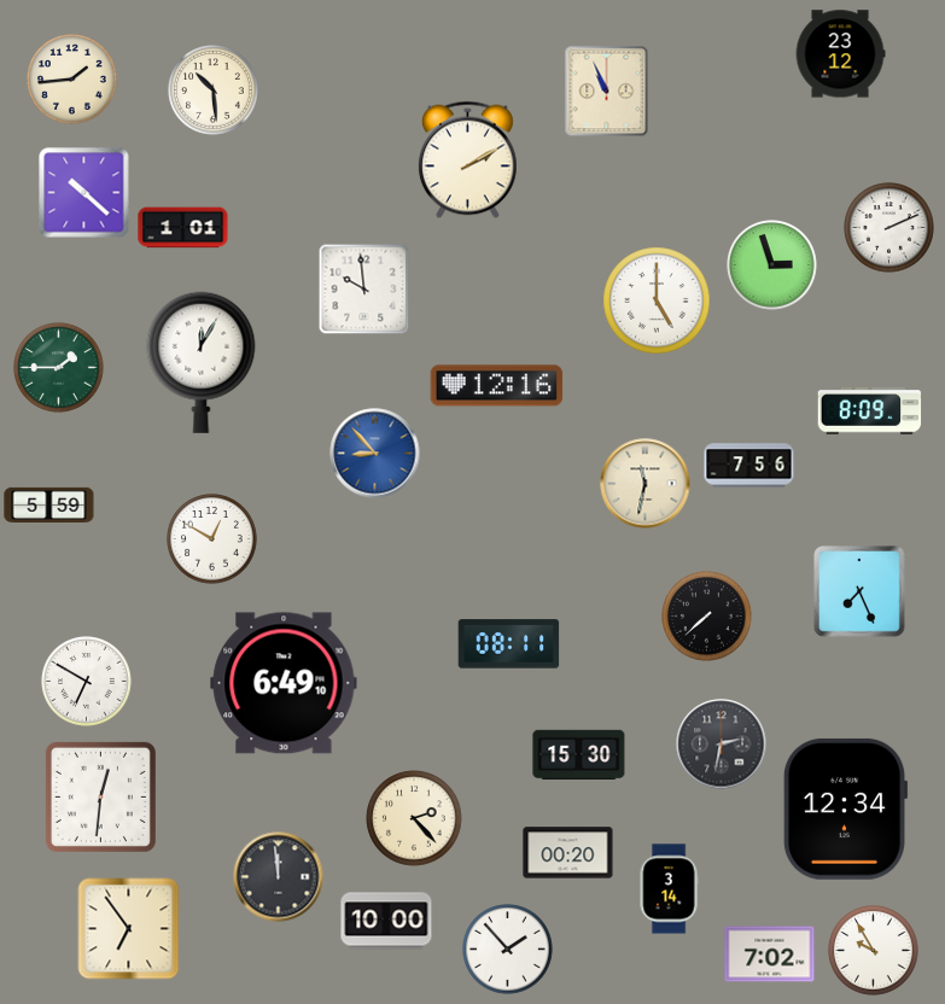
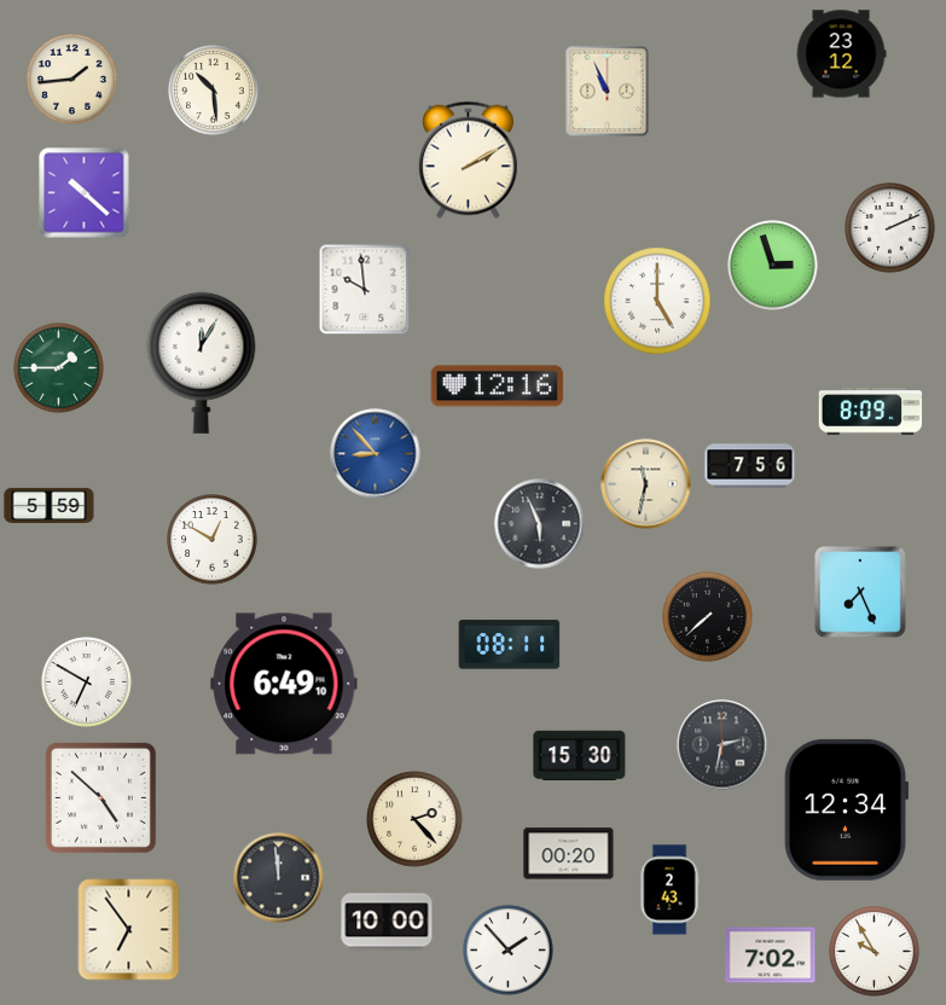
clock at (183, 228): 1:01 -> none
clock at (540, 524): none -> 5:56
clock at (100, 796): 12:31 -> 4:52
clock at (669, 889): 3:14 -> 2:43
